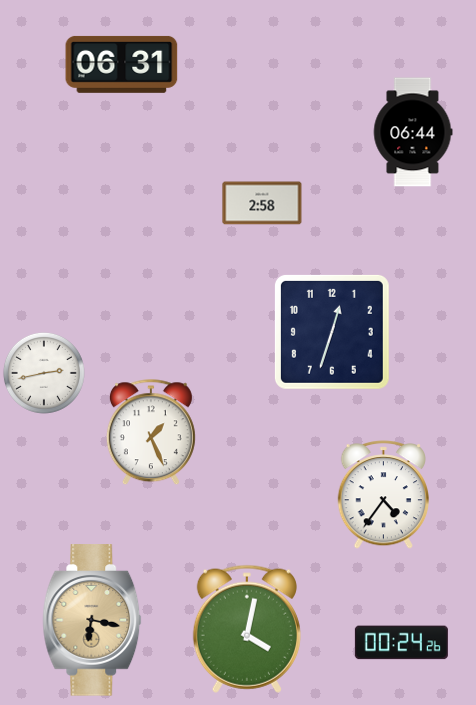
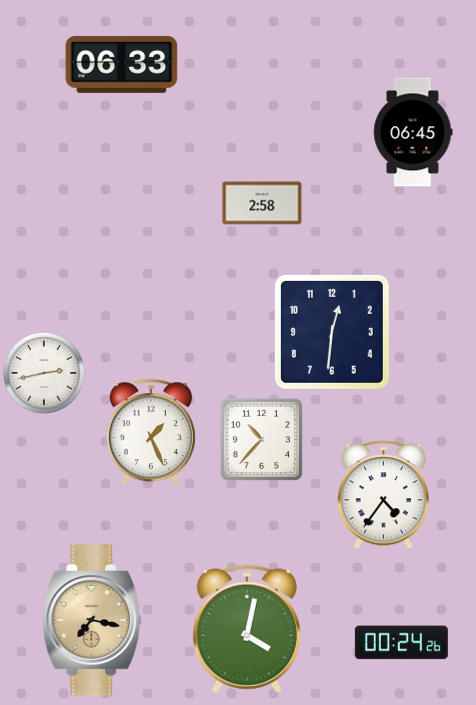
clock at (122, 64): 06:31 -> 06:33
clock at (413, 132): 06:44 -> 06:45
clock at (332, 332): 12:33 -> 12:31
clock at (261, 439): none -> 10:37
clock at (92, 620): 6:17 -> 7:17
